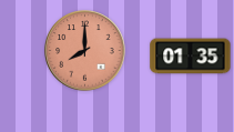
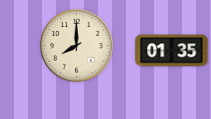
clock at (85, 51) dial: salmon -> cream
